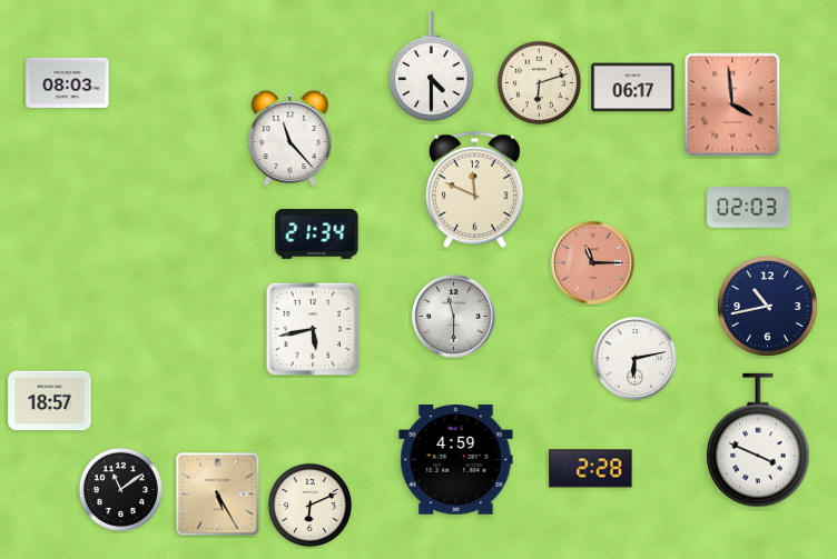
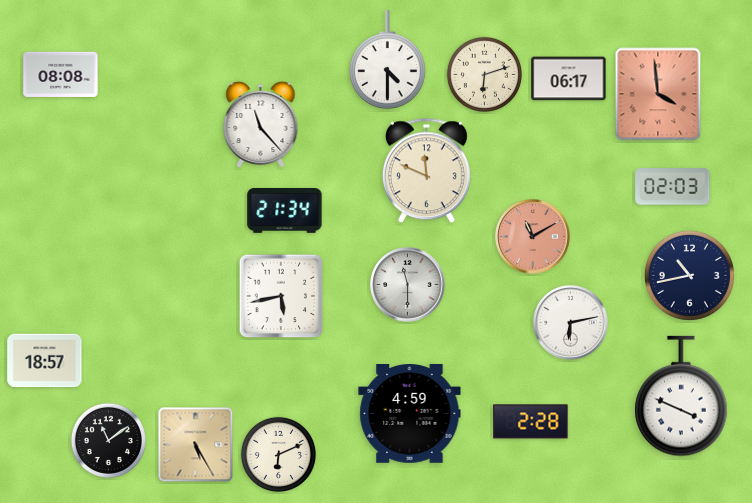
clock at (68, 82): 08:03 -> 08:08
clock at (593, 263): 11:15 -> 11:10
